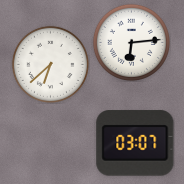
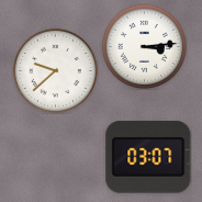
clock at (131, 42): 6:14 -> 3:14
clock at (50, 64): 6:38 -> 9:38
